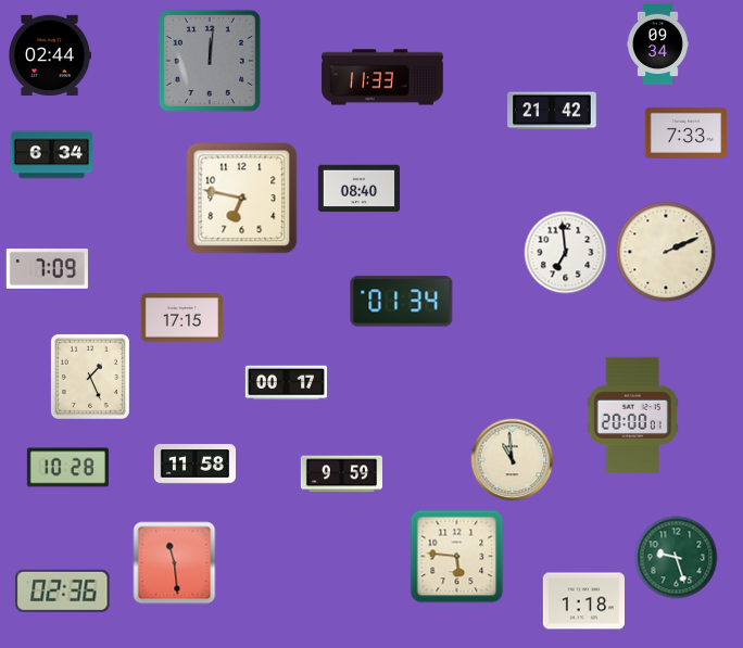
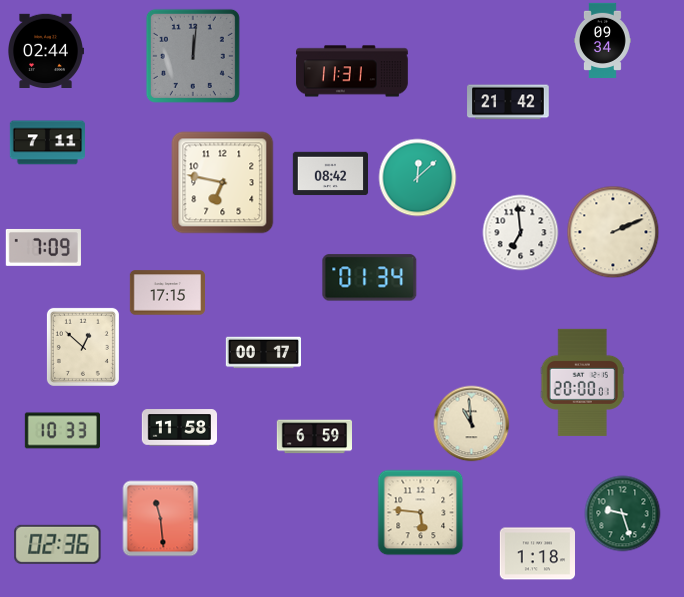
clock at (657, 45) position: (657, 45) -> (602, 41)
clock at (382, 77): 11:33 -> 11:31
clock at (685, 132): 7:33 -> none
clock at (51, 155): 6:34 -> 7:11
clock at (358, 189): 08:40 -> 08:42
clock at (418, 178): none -> 12:08
clock at (90, 377): 1:26 -> 12:52
clock at (67, 468): 10:28 -> 10:33
clock at (341, 474): 9:59 -> 6:59
